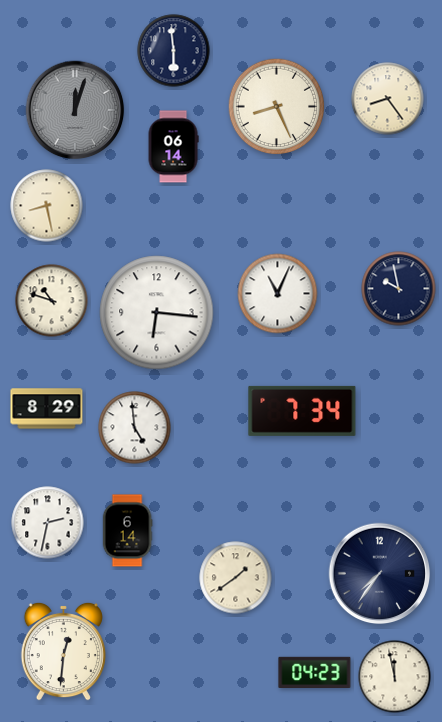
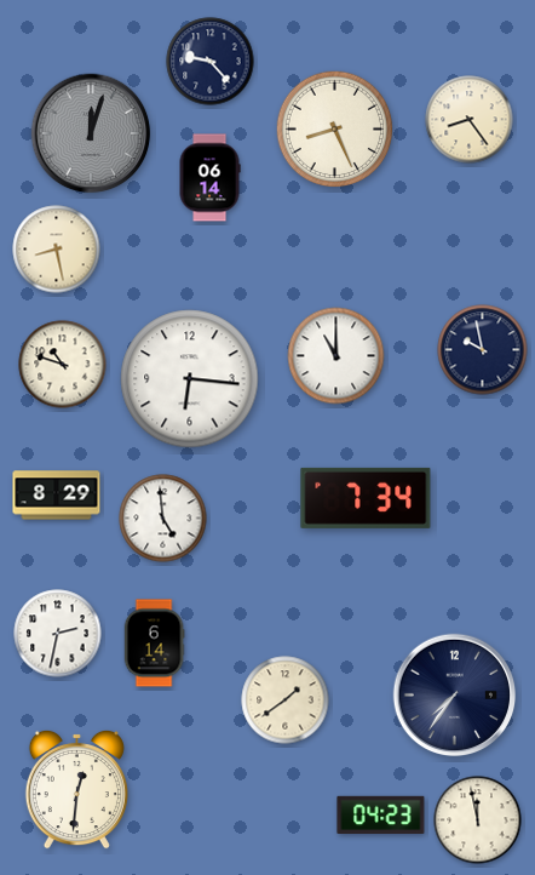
clock at (174, 51): 5:59 -> 9:23
clock at (278, 294): 11:04 -> 11:00
clock at (380, 574) position: (380, 574) -> (455, 696)
